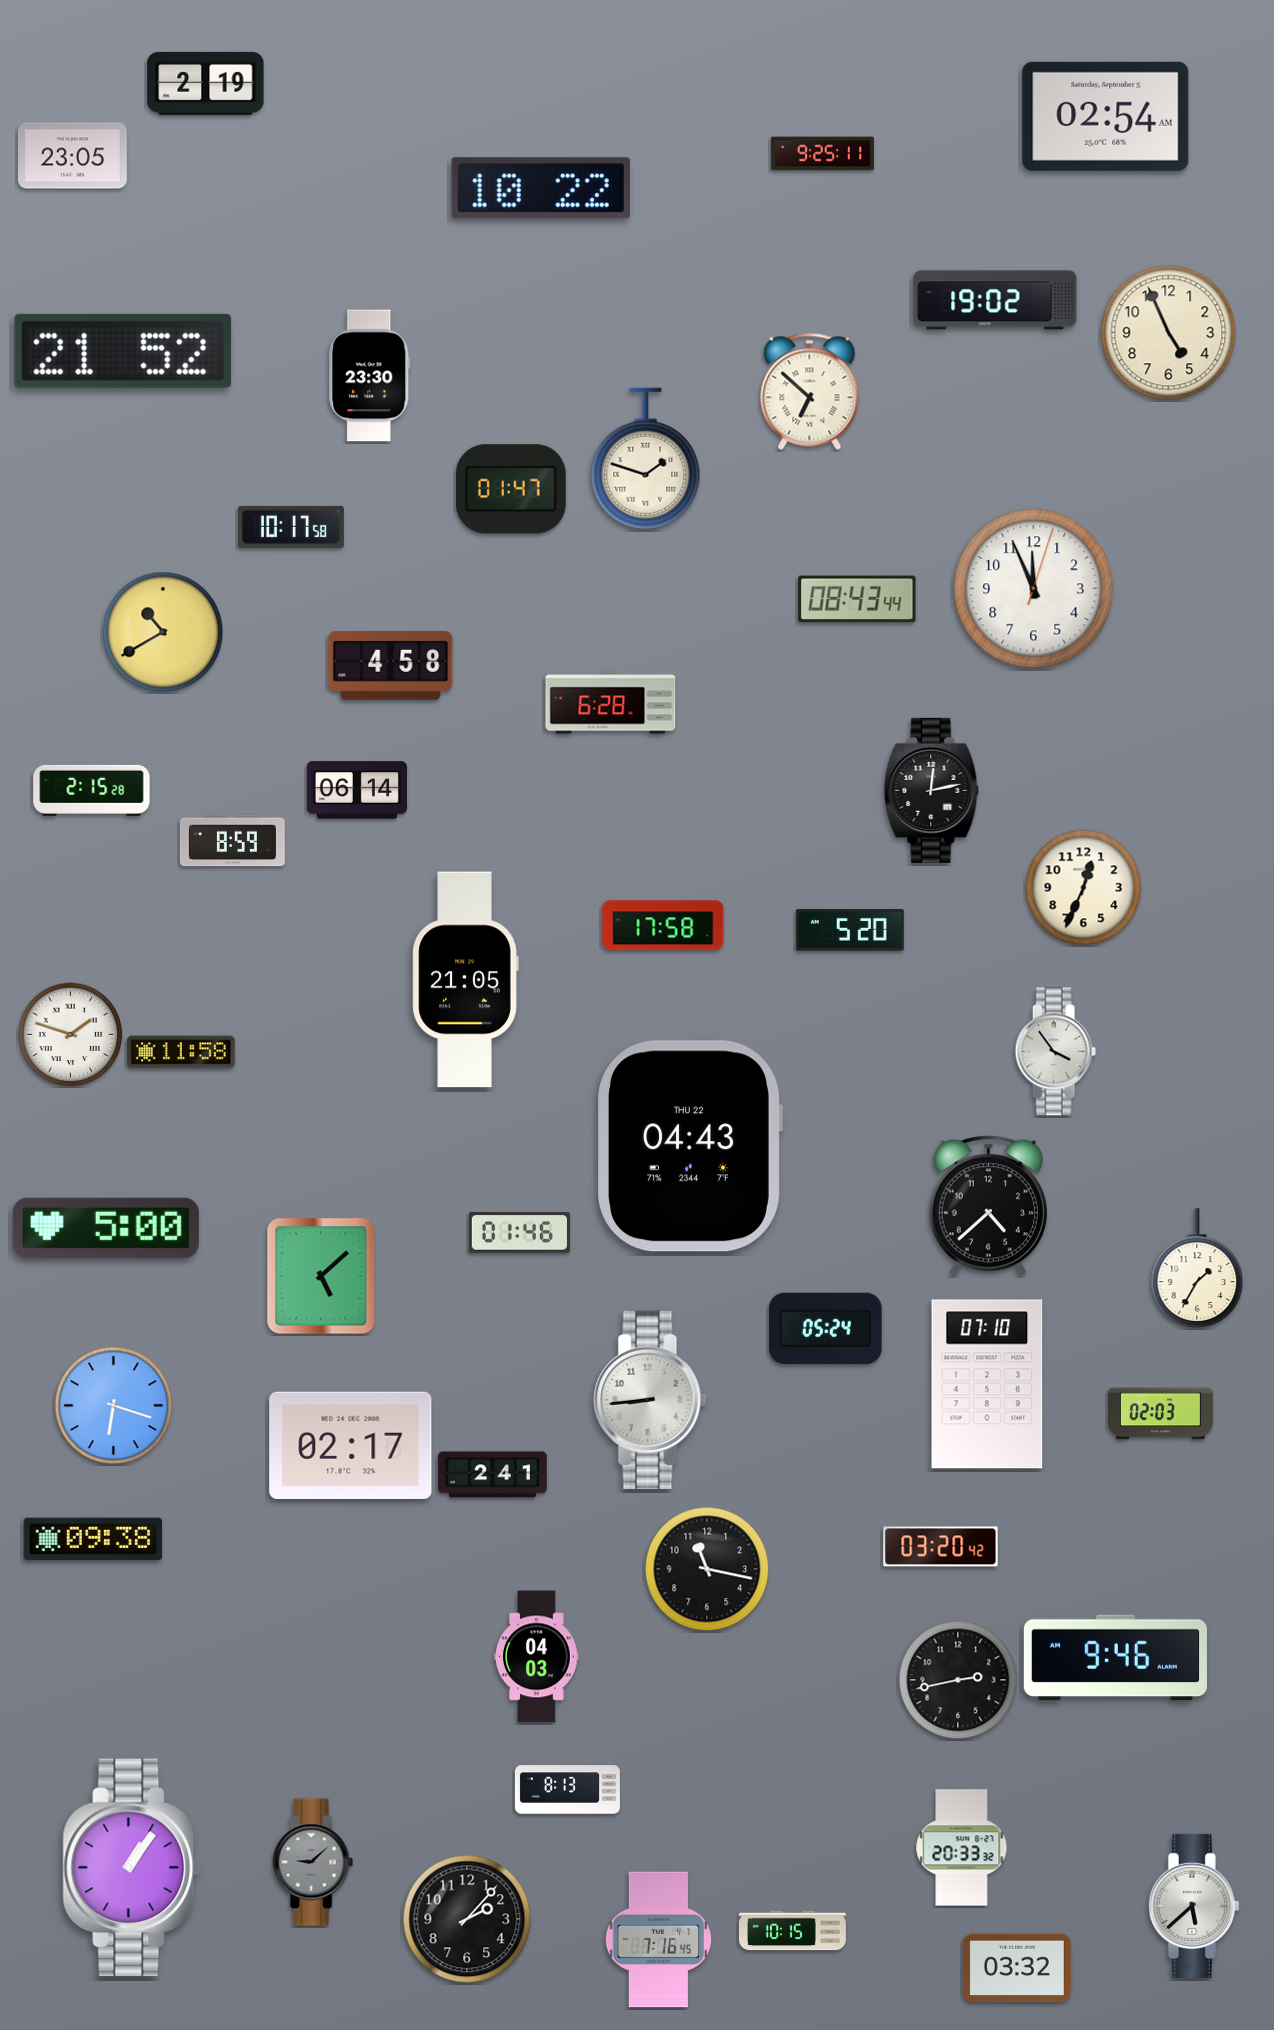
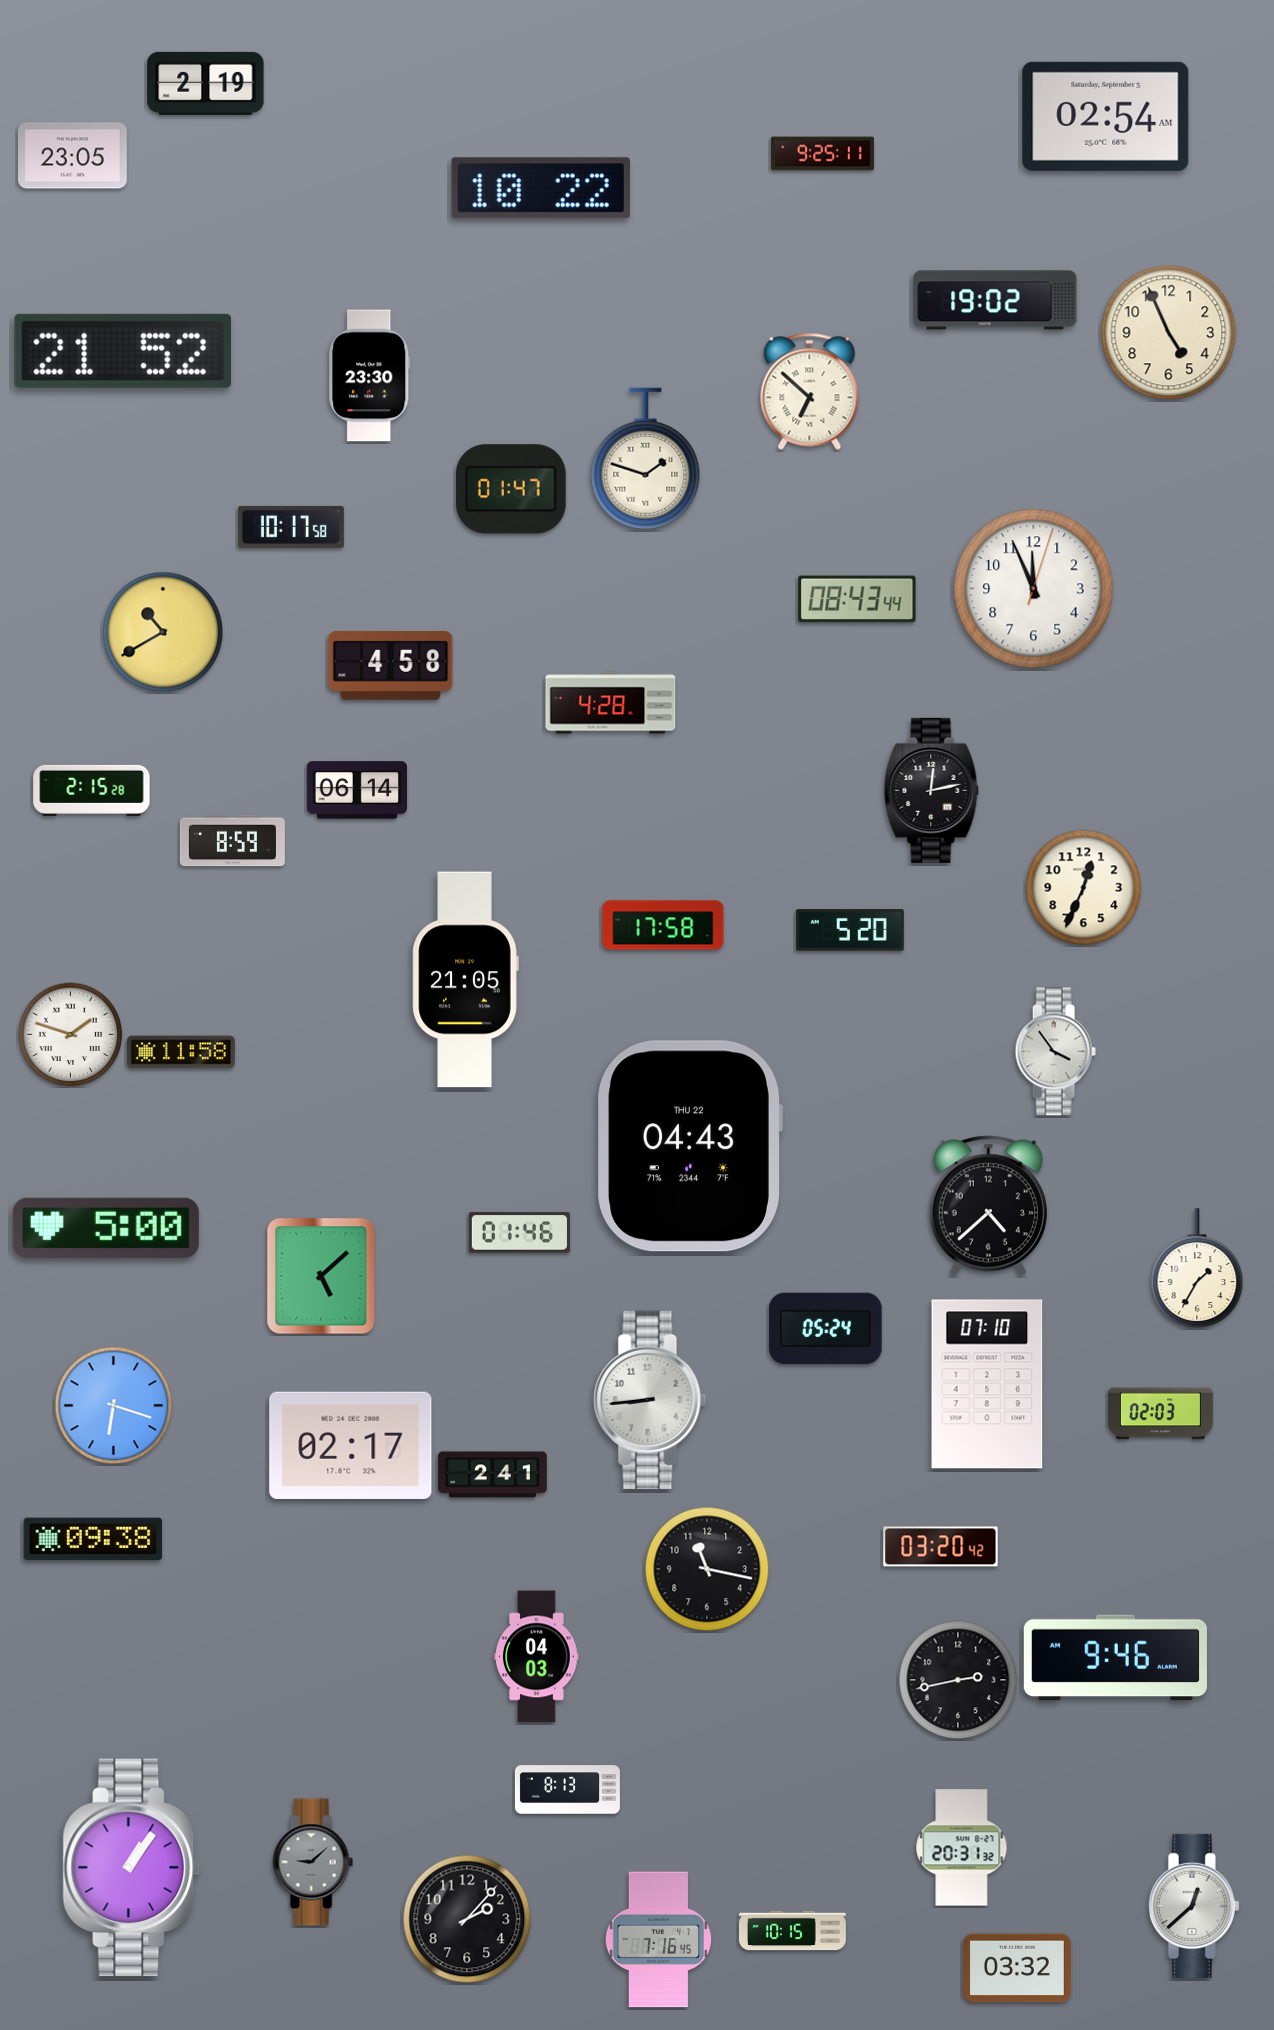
clock at (611, 703): 6:28 -> 4:28
clock at (962, 1848): 20:33 -> 20:31
clock at (1194, 1906): 5:38 -> 12:38
